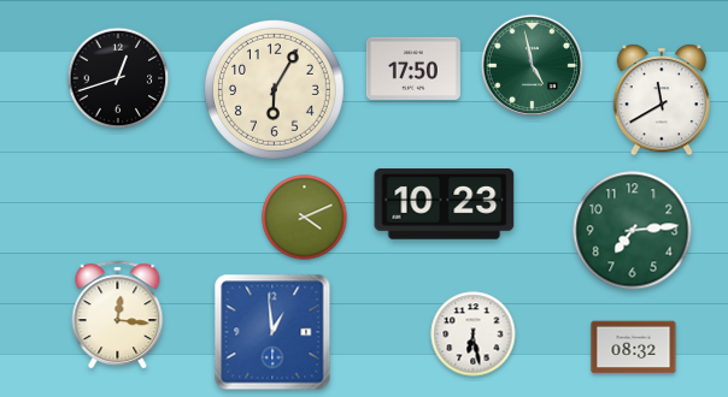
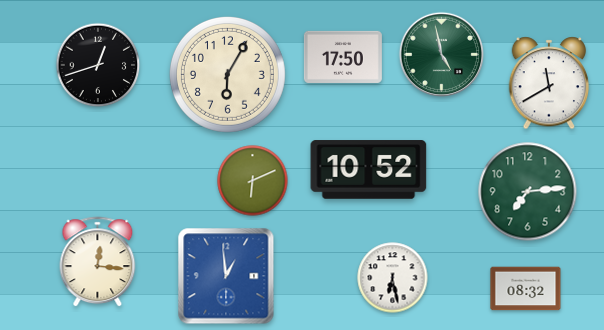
clock at (445, 205): 10:23 -> 10:52
clock at (305, 218): 4:11 -> 6:11
clock at (633, 231) position: (633, 231) -> (528, 192)
